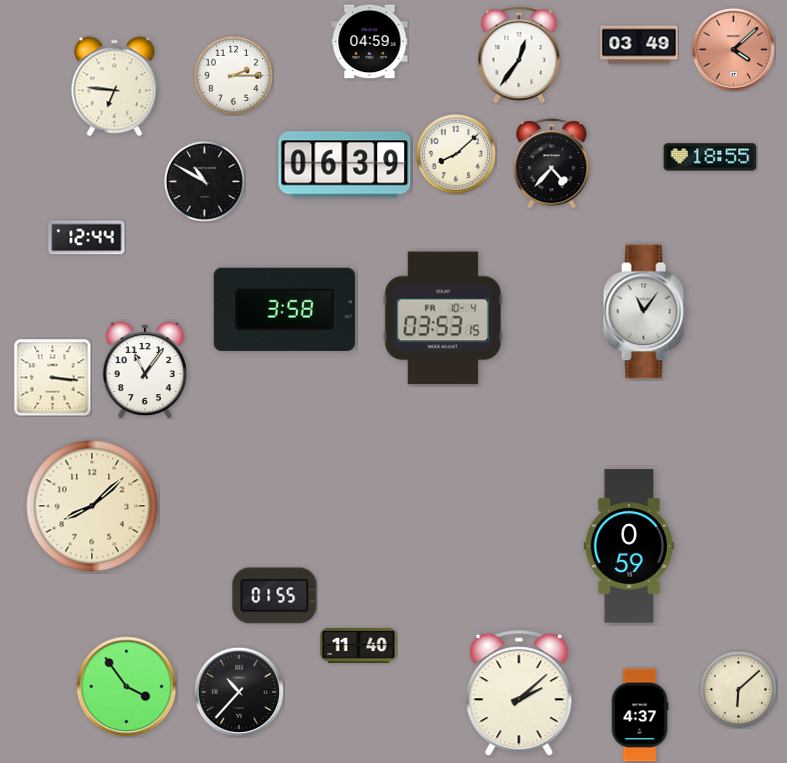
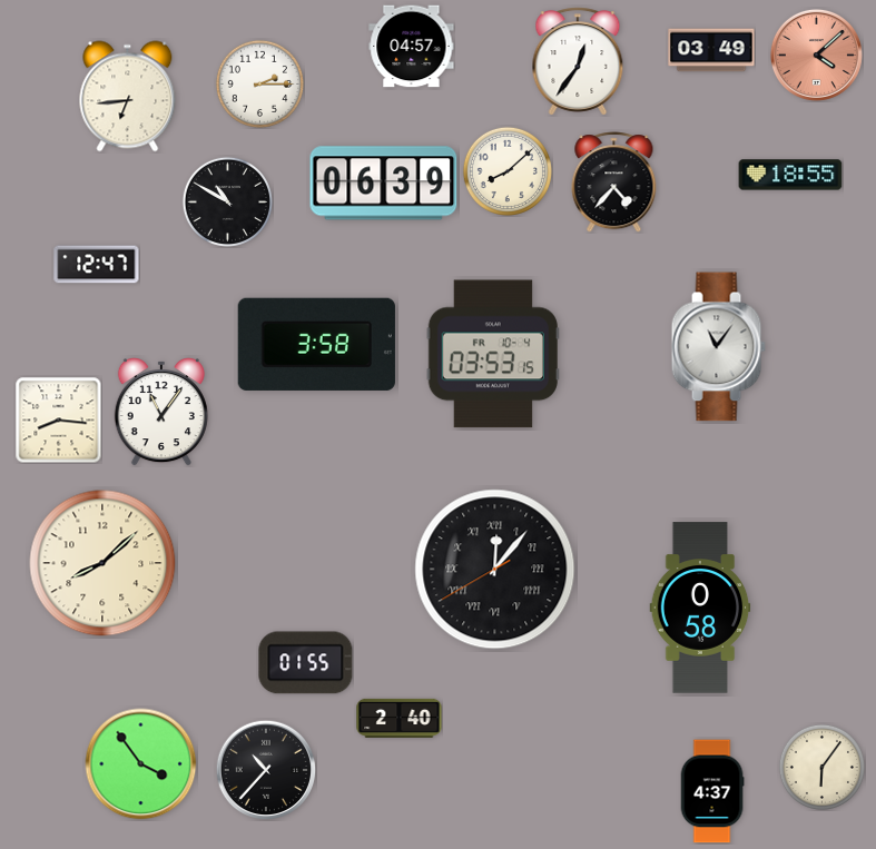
clock at (370, 42): 04:59 -> 04:57
clock at (115, 87): 6:46 -> 6:44
clock at (87, 238): 12:44 -> 12:47
clock at (52, 377): 3:16 -> 8:16
clock at (495, 570): none -> 12:06
clock at (629, 546): 0:59 -> 0:58
clock at (359, 645): 11:40 -> 2:40
clock at (738, 689): 6:08 -> 6:06
clock at (519, 694): 2:08 -> none
clock at (640, 715) position: (640, 715) -> (712, 791)
